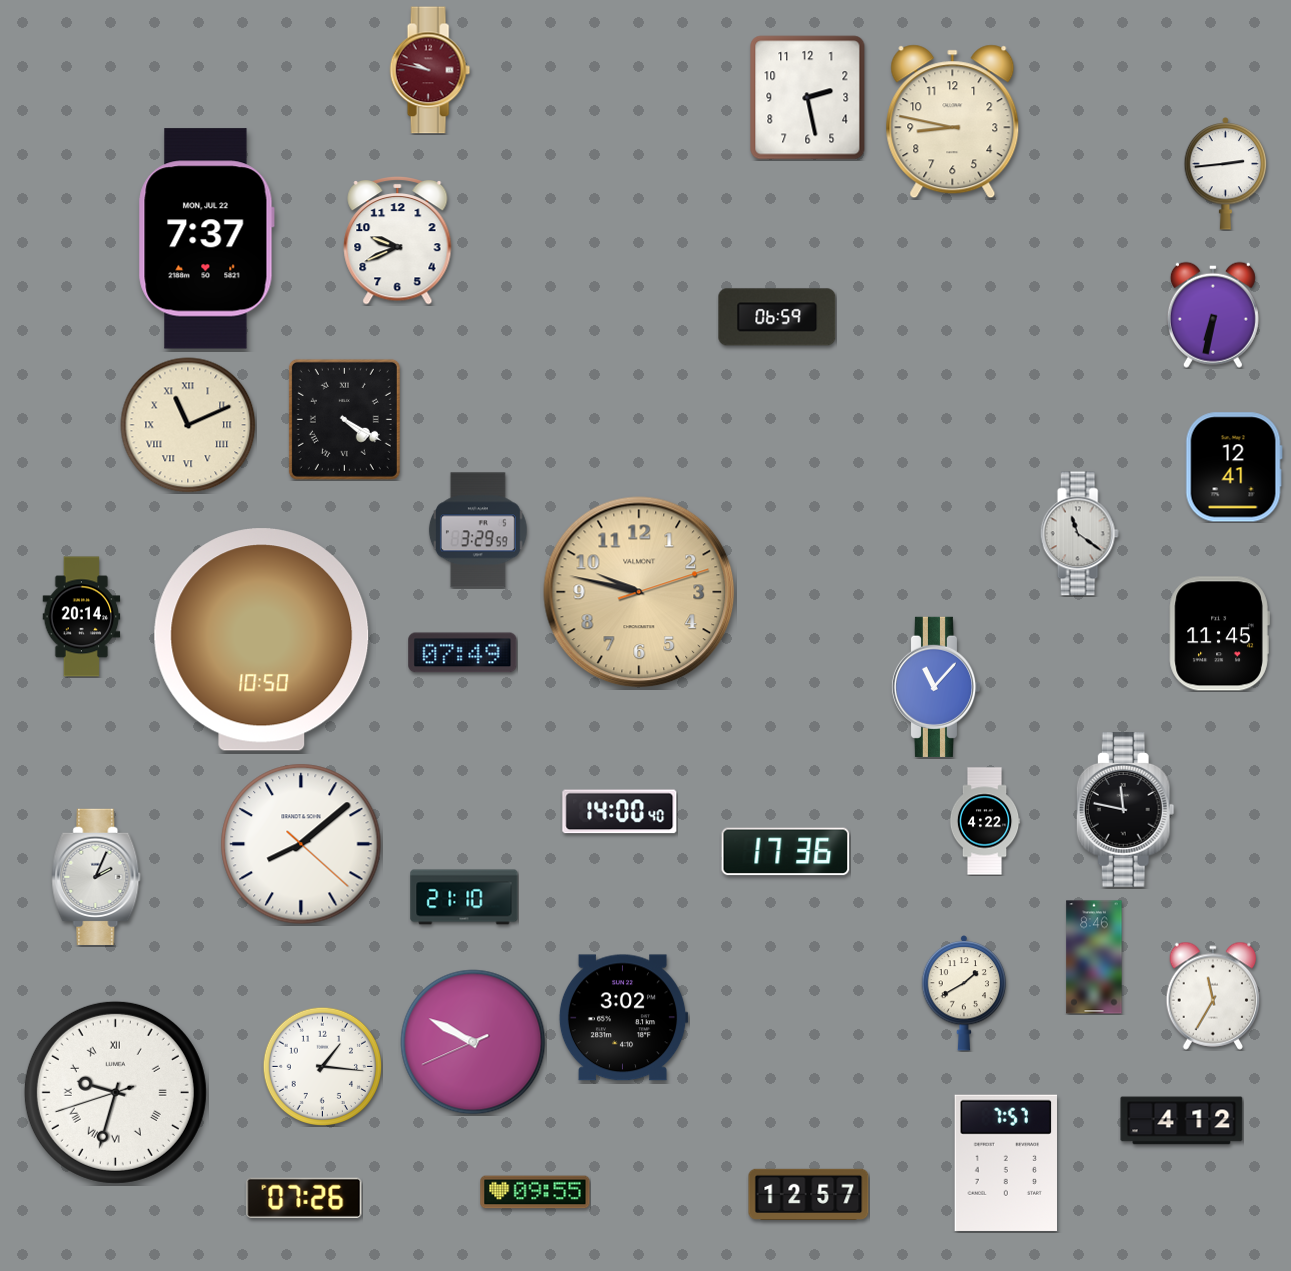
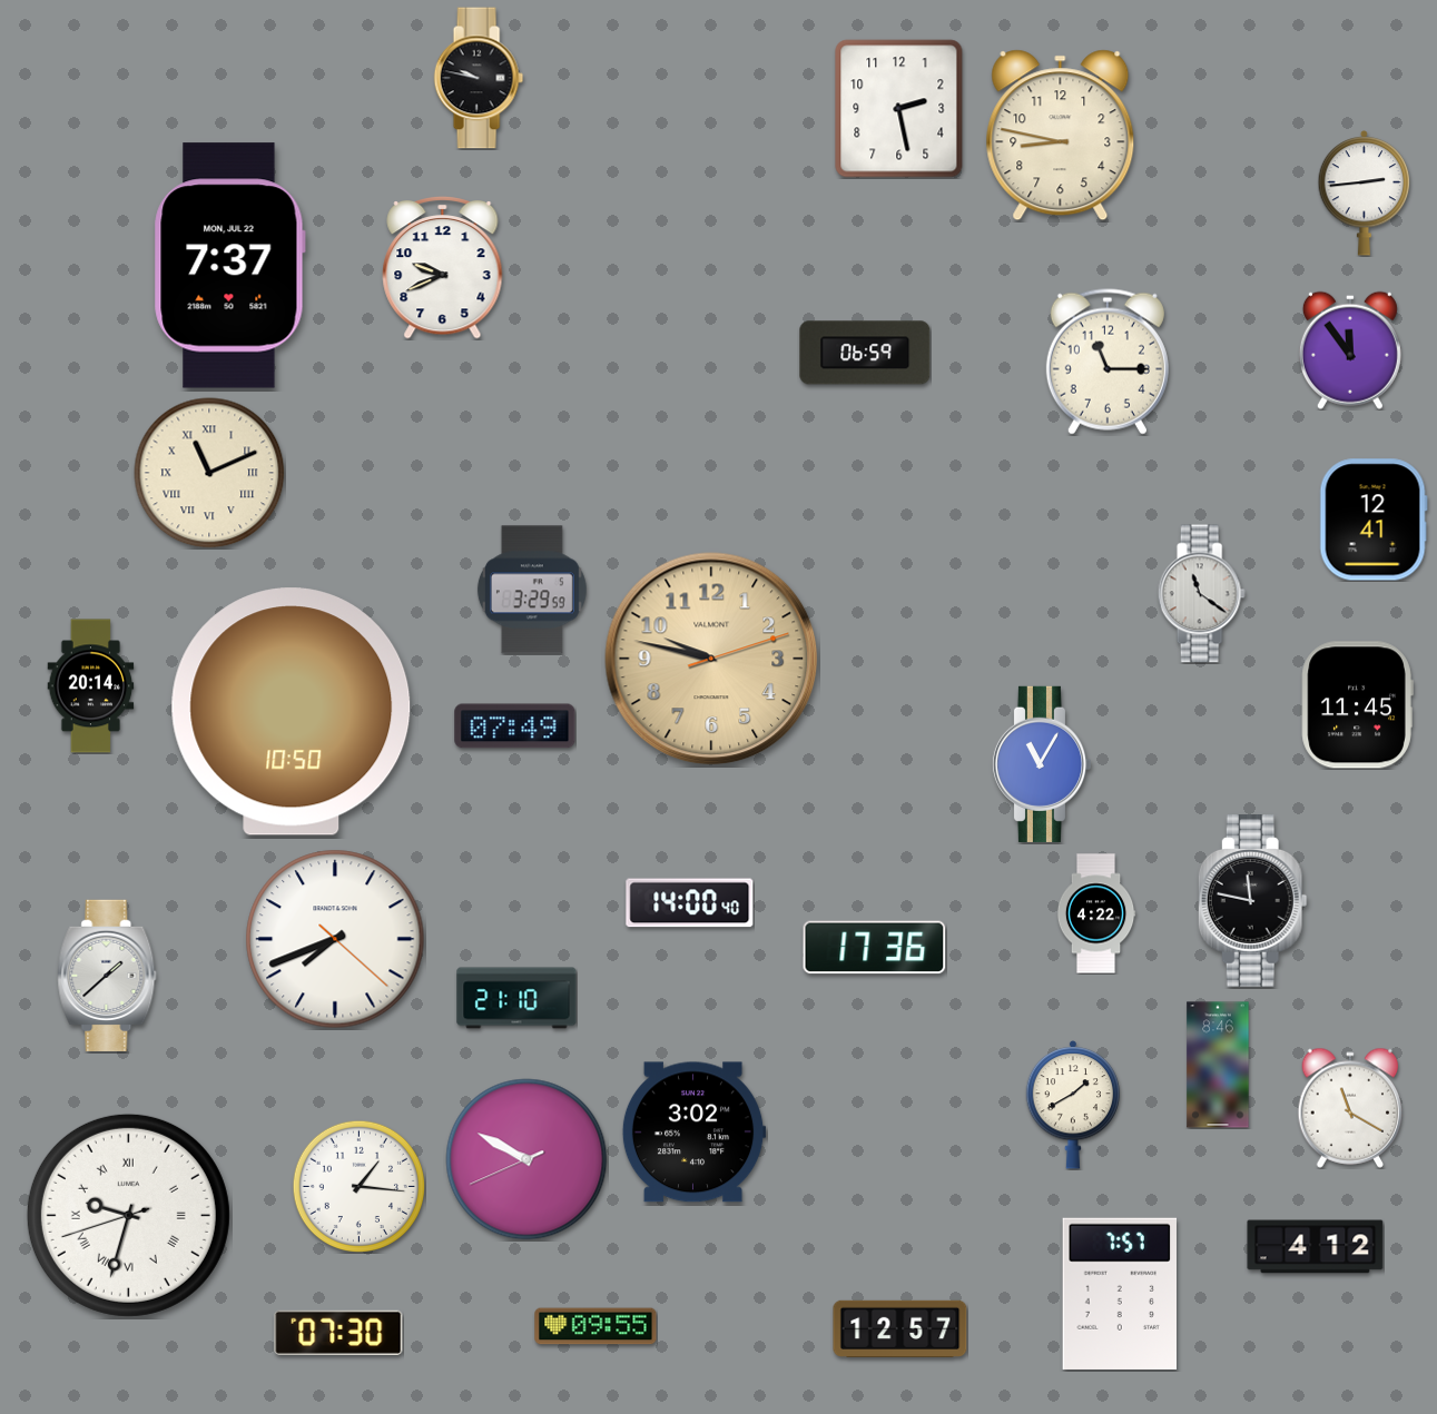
clock at (430, 70) dial: burgundy -> black
clock at (1213, 315): 6:32 -> 11:54
clock at (1108, 362): none -> 11:15
clock at (344, 419): 4:20 -> none
clock at (935, 687): 11:07 -> 11:05
clock at (301, 844): 8:08 -> 7:41
clock at (96, 876): 2:04 -> 1:38
clock at (1213, 996): 11:35 -> 11:20
clock at (304, 1198): 07:26 -> 07:30
